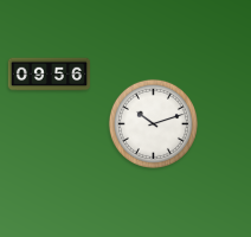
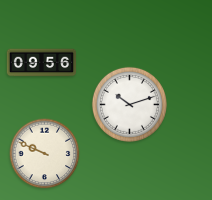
clock at (45, 154): none -> 9:49
